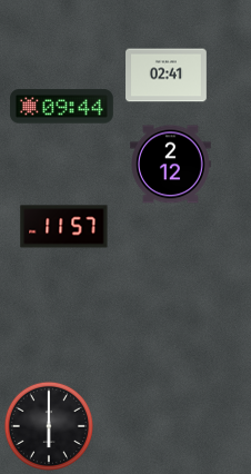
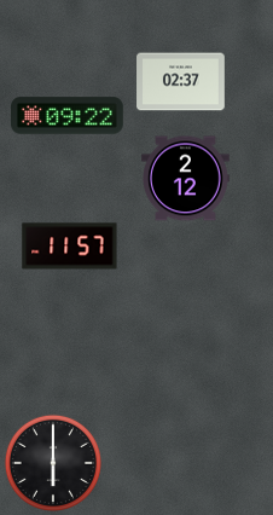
clock at (167, 76): 02:41 -> 02:37
clock at (61, 107): 09:44 -> 09:22
